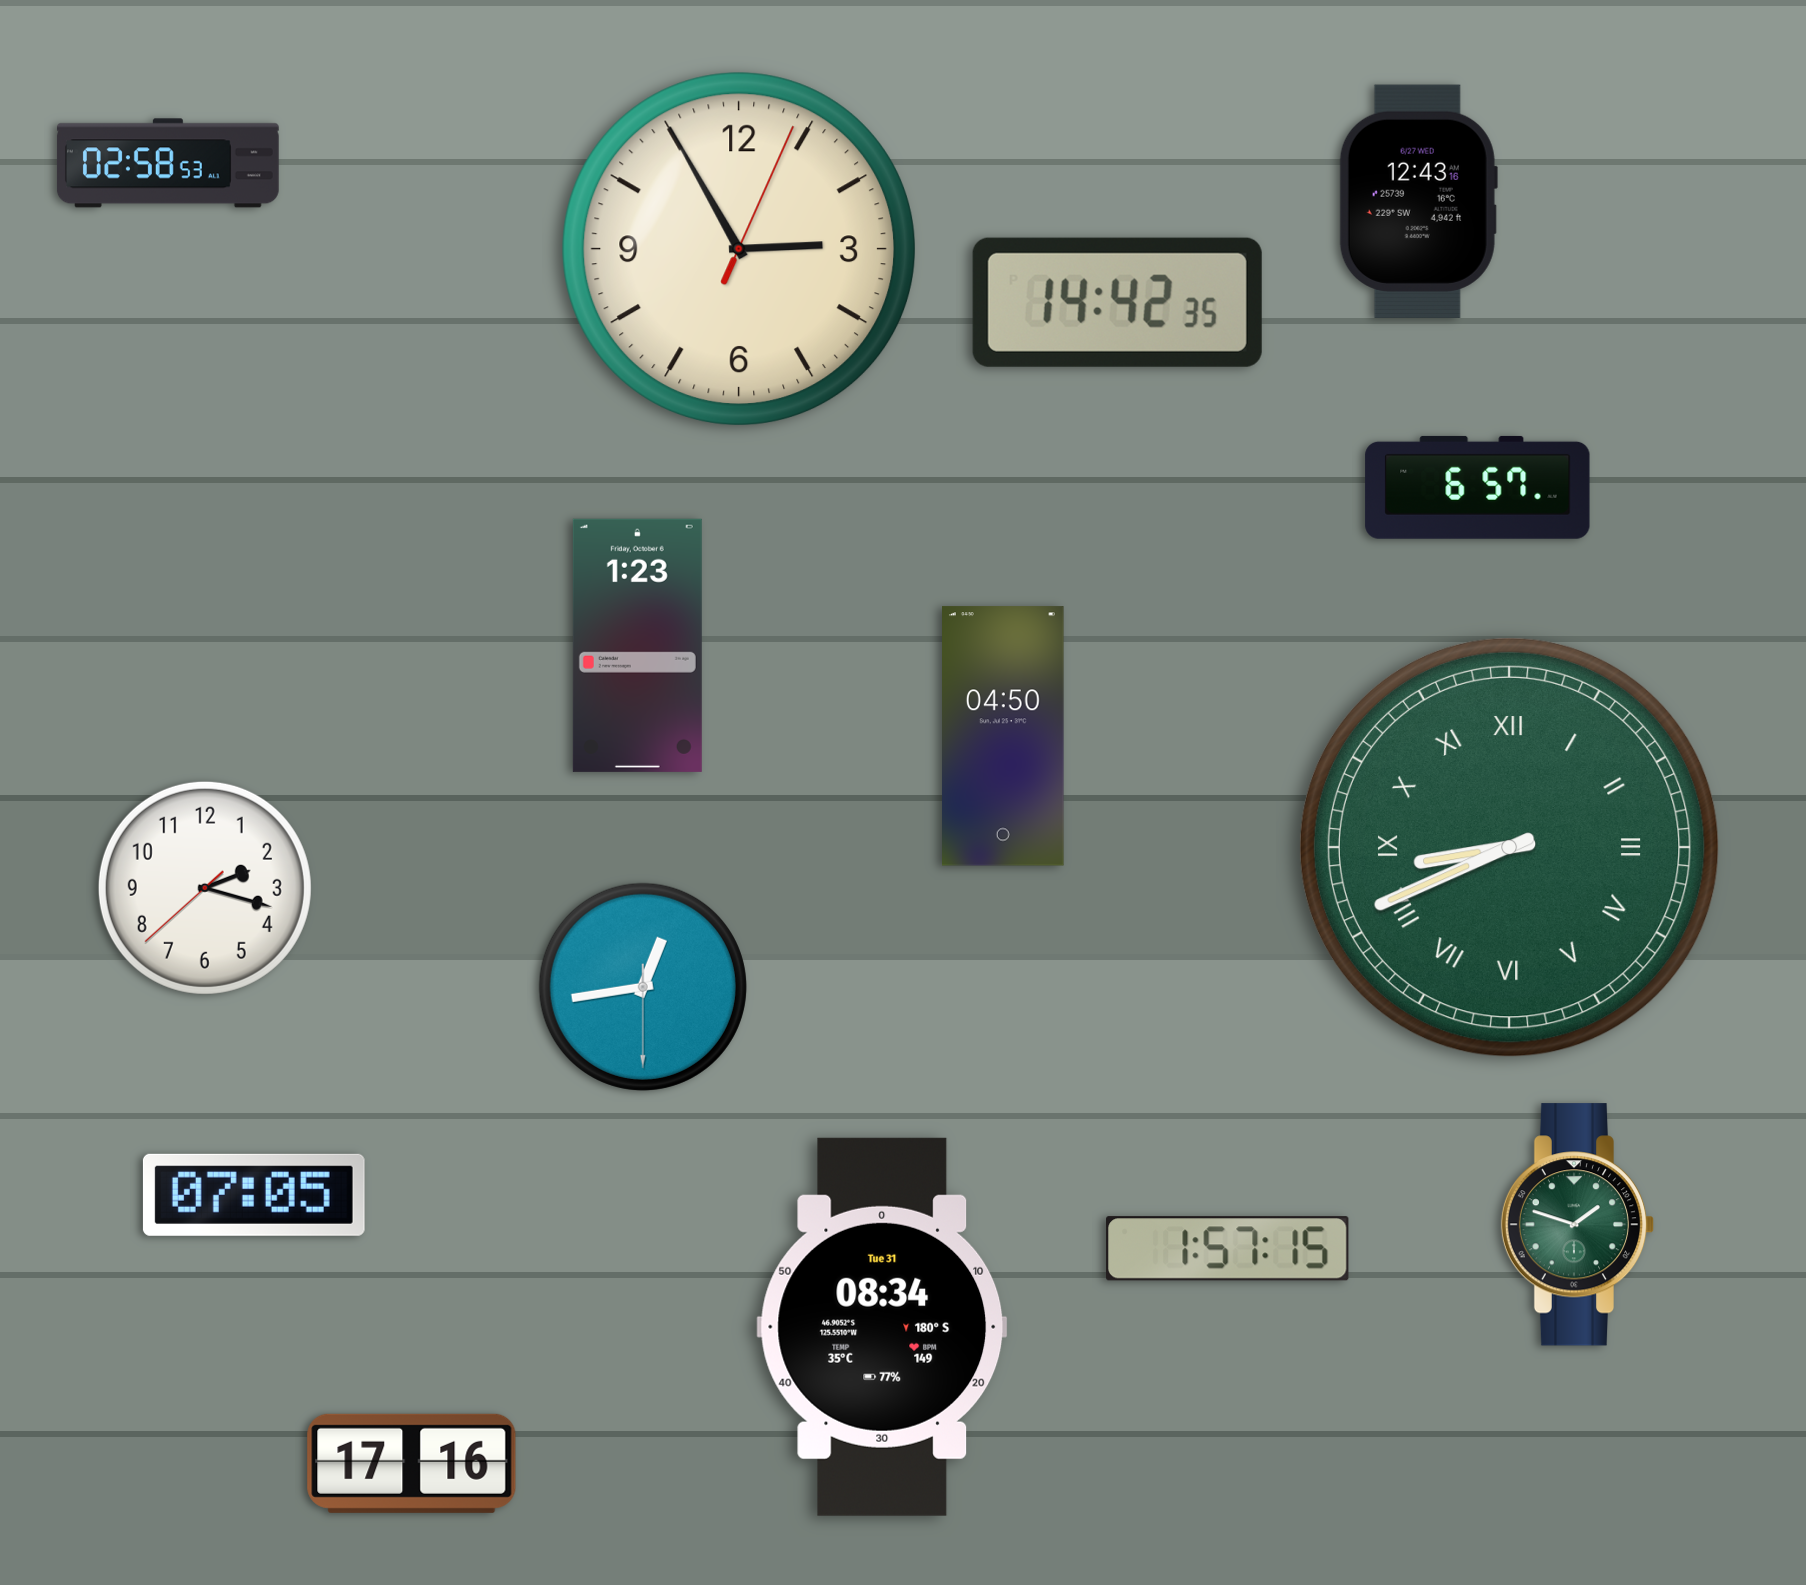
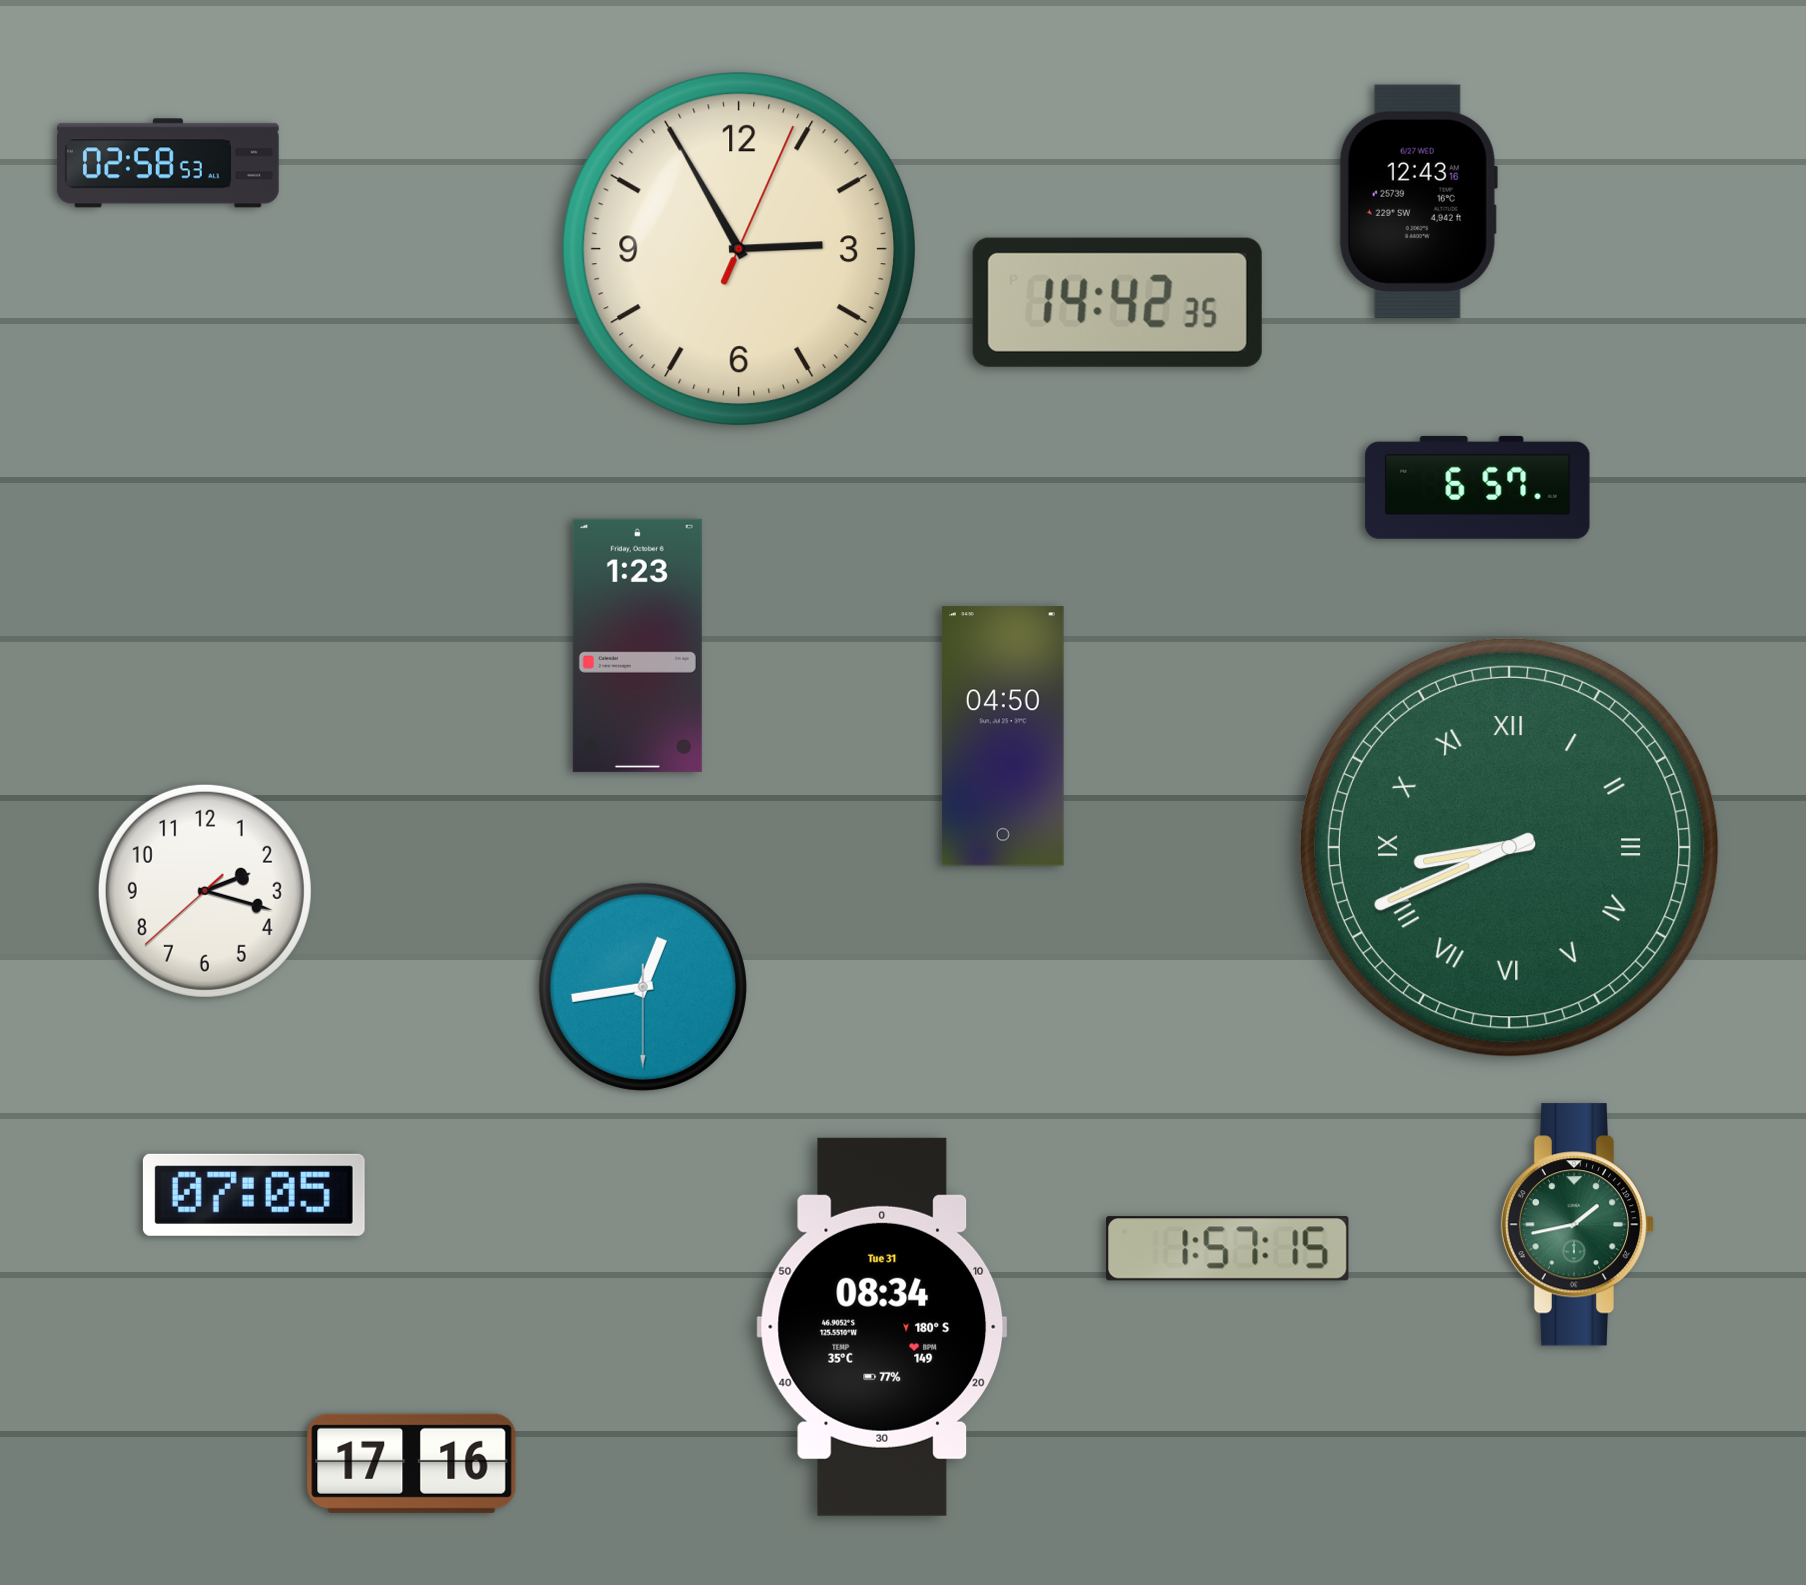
clock at (205, 888) position: (205, 888) -> (205, 891)
clock at (1578, 1225): 1:48 -> 1:43
